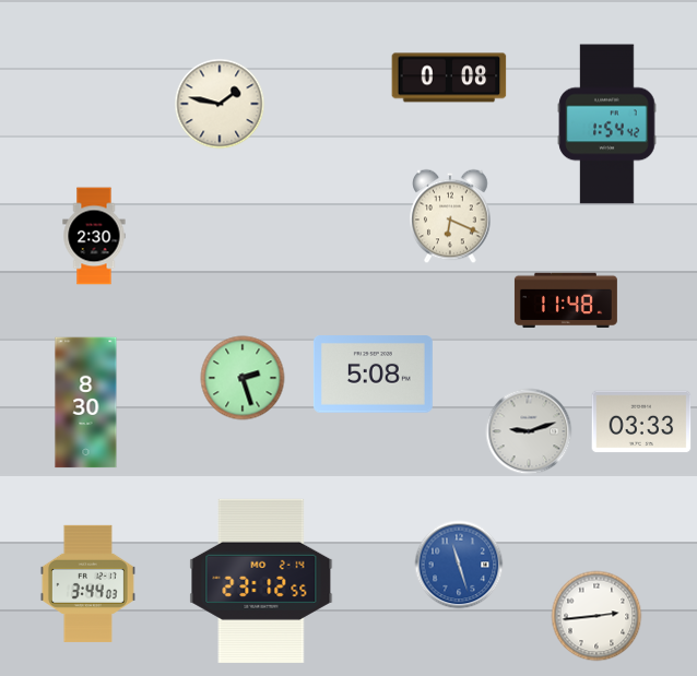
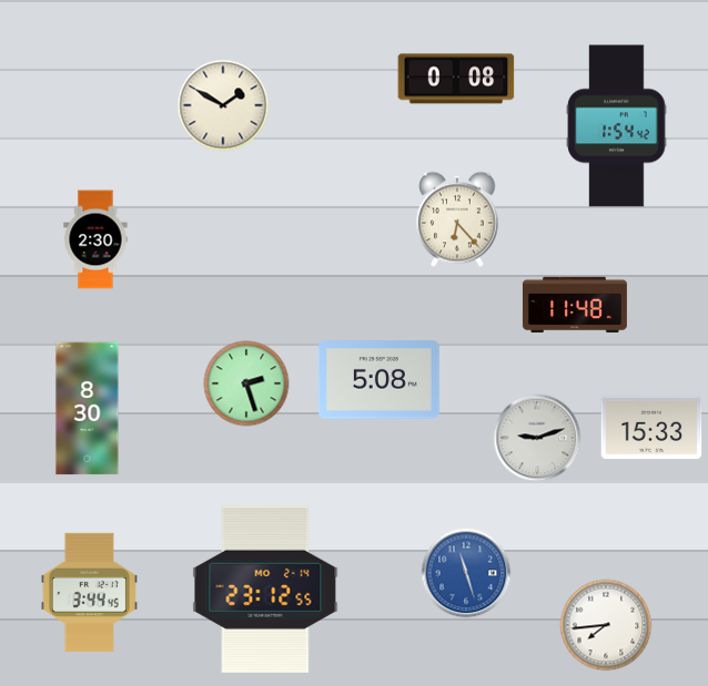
clock at (220, 104): 1:47 -> 1:50
clock at (450, 216): 6:19 -> 6:23
clock at (641, 422): 03:33 -> 15:33
clock at (87, 583): 3:44:03 -> 3:44:45
clock at (596, 616): 2:44 -> 7:44
